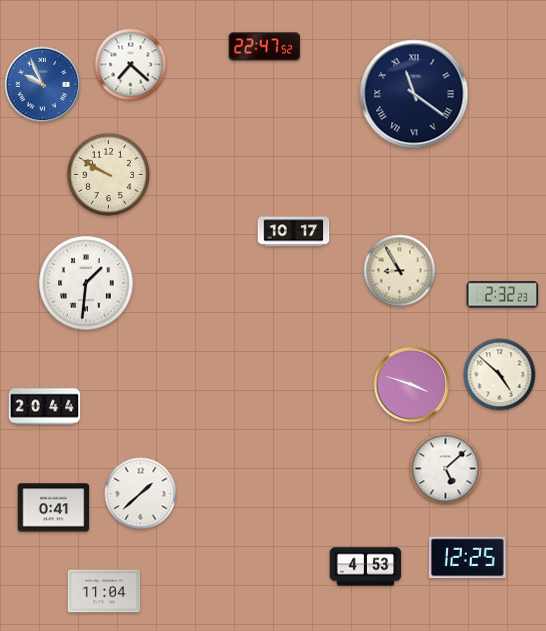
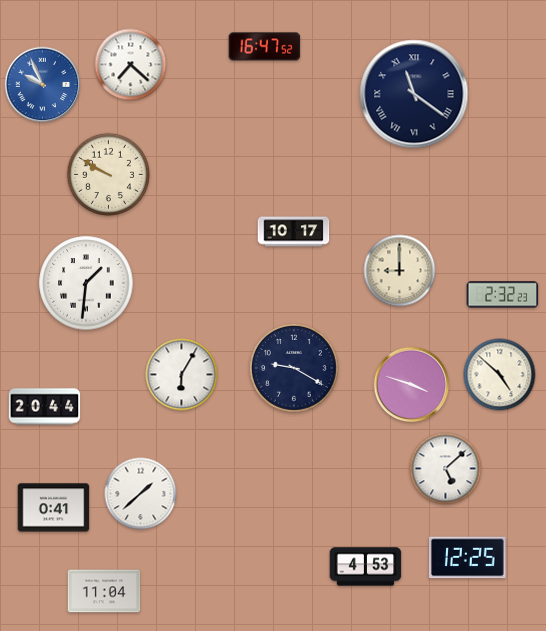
clock at (265, 47): 22:47 -> 16:47
clock at (400, 271): 8:55 -> 9:00
clock at (294, 368): none -> 9:20
clock at (182, 375): none -> 6:05
